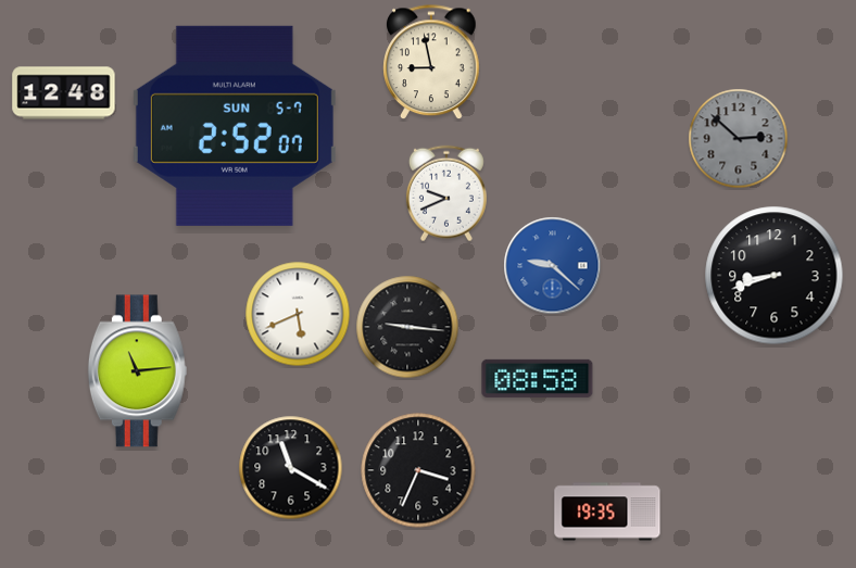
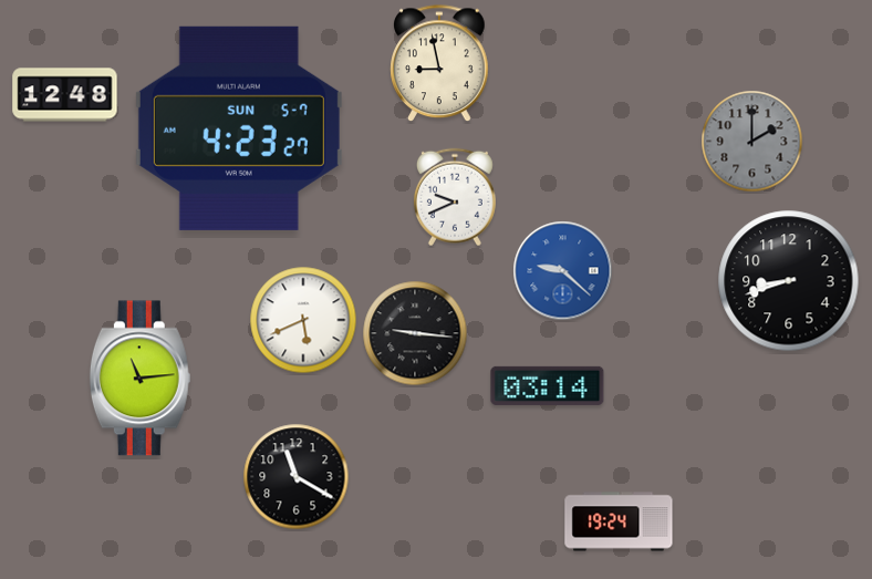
clock at (235, 126): 2:52 -> 4:23
clock at (739, 139): 2:52 -> 2:00
clock at (538, 378): 08:58 -> 03:14
clock at (418, 470): 3:34 -> none
clock at (607, 512): 19:35 -> 19:24
